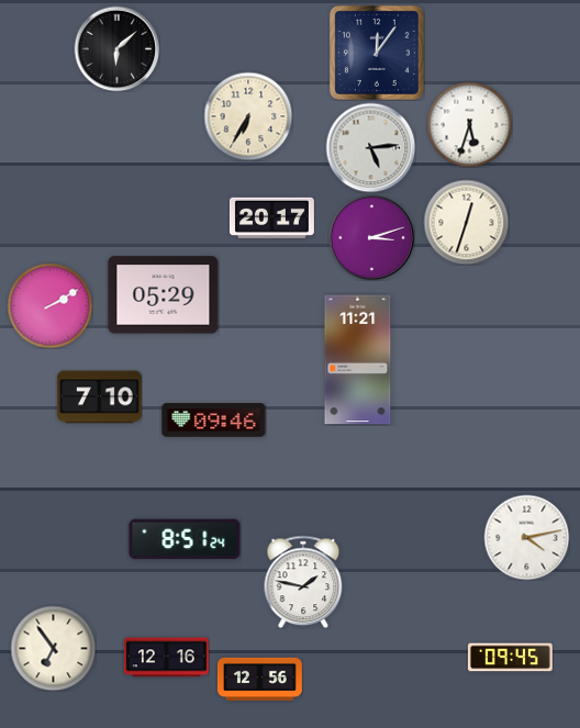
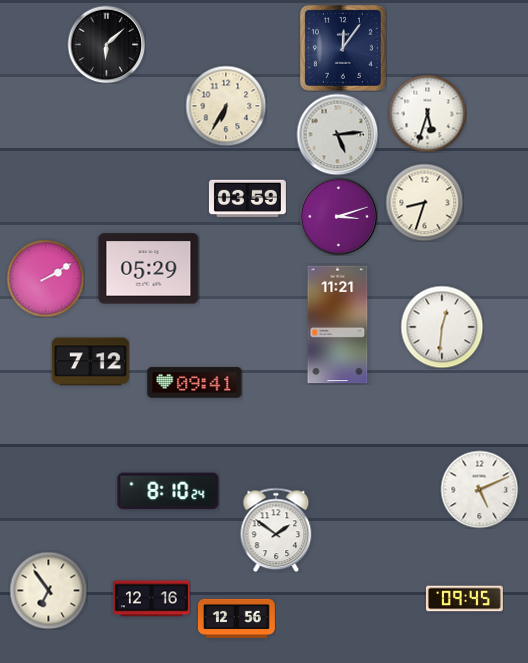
clock at (271, 219): 20:17 -> 03:59
clock at (466, 222): 12:33 -> 8:33
clock at (442, 327): none -> 12:31
clock at (358, 360) position: (358, 360) -> (338, 325)
clock at (99, 397): 7:10 -> 7:12
clock at (214, 421): 09:46 -> 09:41
clock at (526, 537): 4:13 -> 5:11
clock at (185, 539): 8:51 -> 8:10
clock at (303, 582): 1:47 -> 1:51
